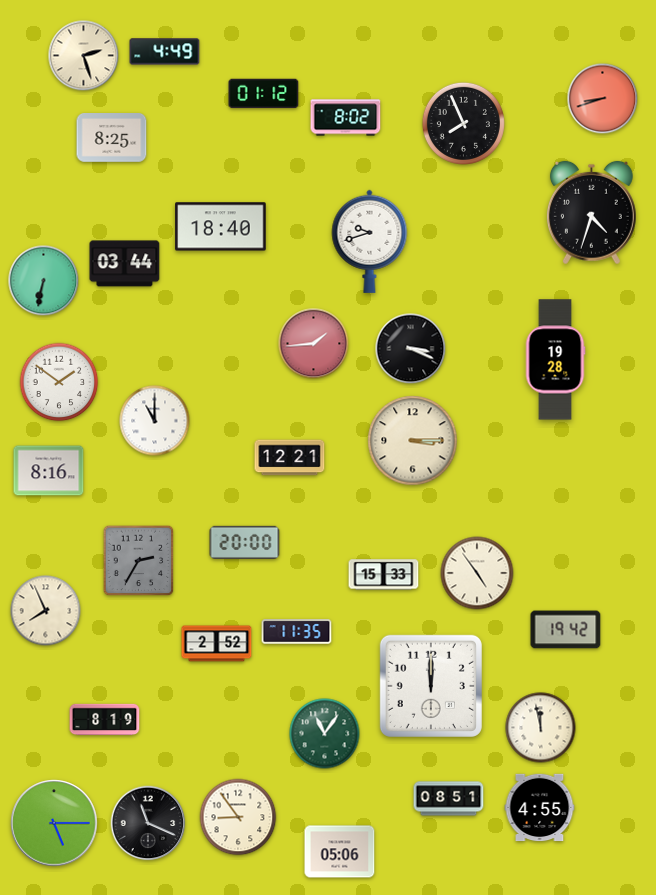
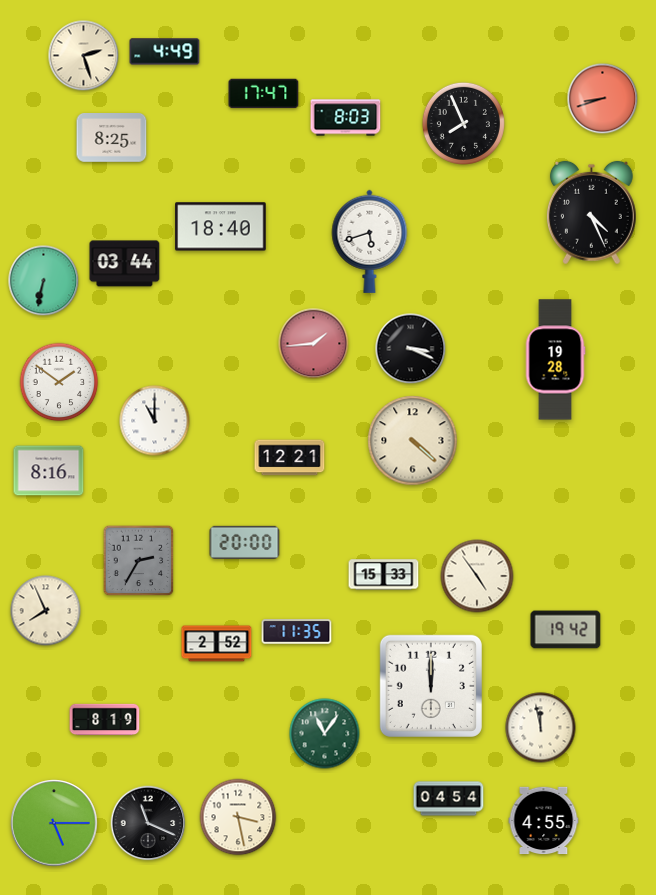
clock at (264, 94): 01:12 -> 17:47
clock at (346, 118): 8:02 -> 8:03
clock at (591, 213): 4:33 -> 4:26
clock at (370, 241): 9:42 -> 5:42
clock at (413, 441): 3:15 -> 4:22
clock at (477, 573) position: (477, 573) -> (477, 576)
clock at (449, 799): 08:51 -> 04:54
clock at (540, 808) position: (540, 808) -> (544, 821)
clock at (238, 817): 8:54 -> 3:28
clock at (340, 852): 05:06 -> none
